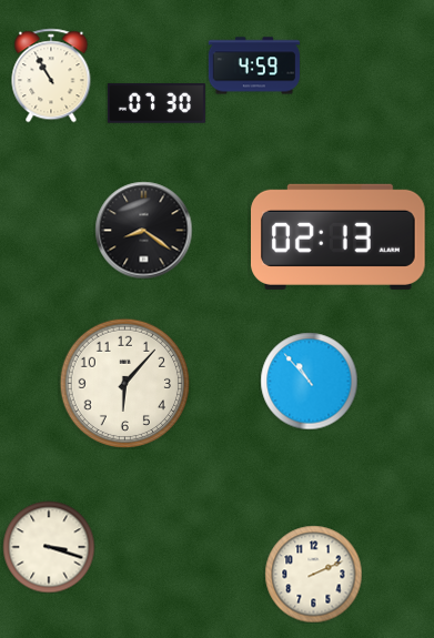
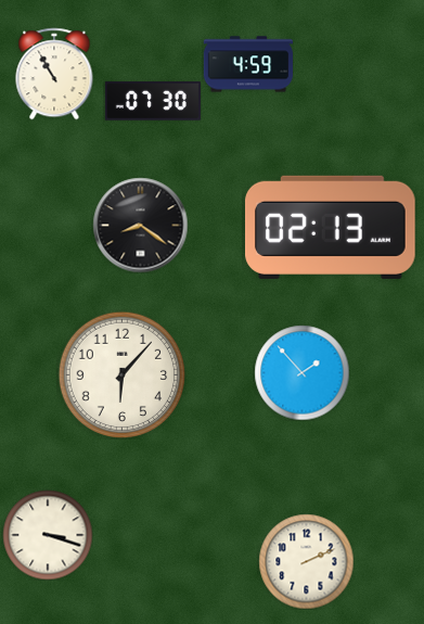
clock at (51, 75) position: (51, 75) -> (54, 74)
clock at (339, 236) position: (339, 236) -> (331, 227)
clock at (309, 381): 10:53 -> 1:53
